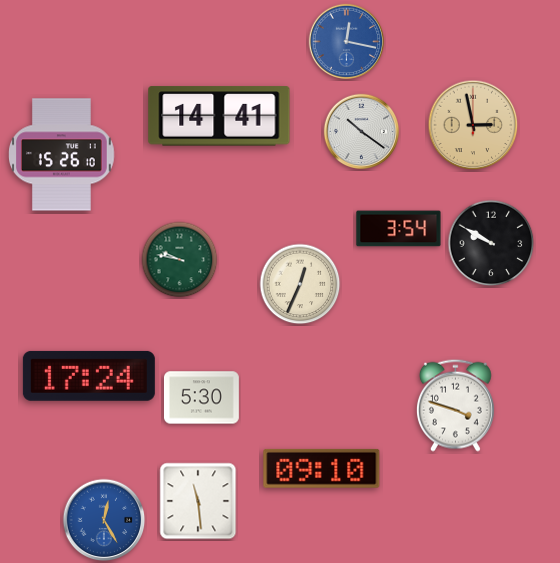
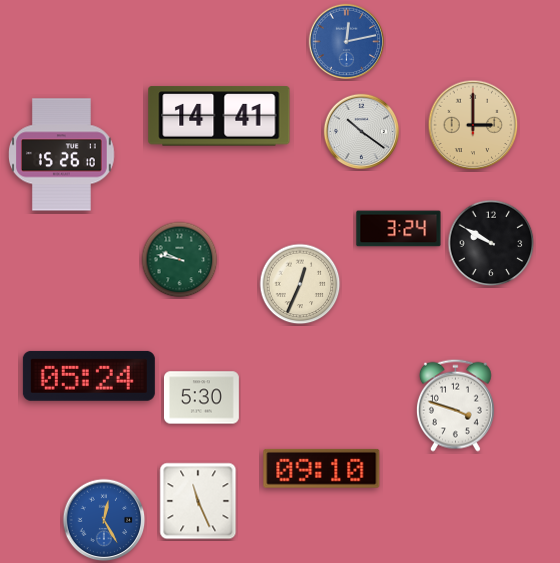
clock at (347, 42): 12:17 -> 12:13
clock at (473, 125): 2:58 -> 3:00
clock at (399, 229): 3:54 -> 3:24
clock at (89, 376): 17:24 -> 05:24
clock at (198, 501): 11:29 -> 11:26
